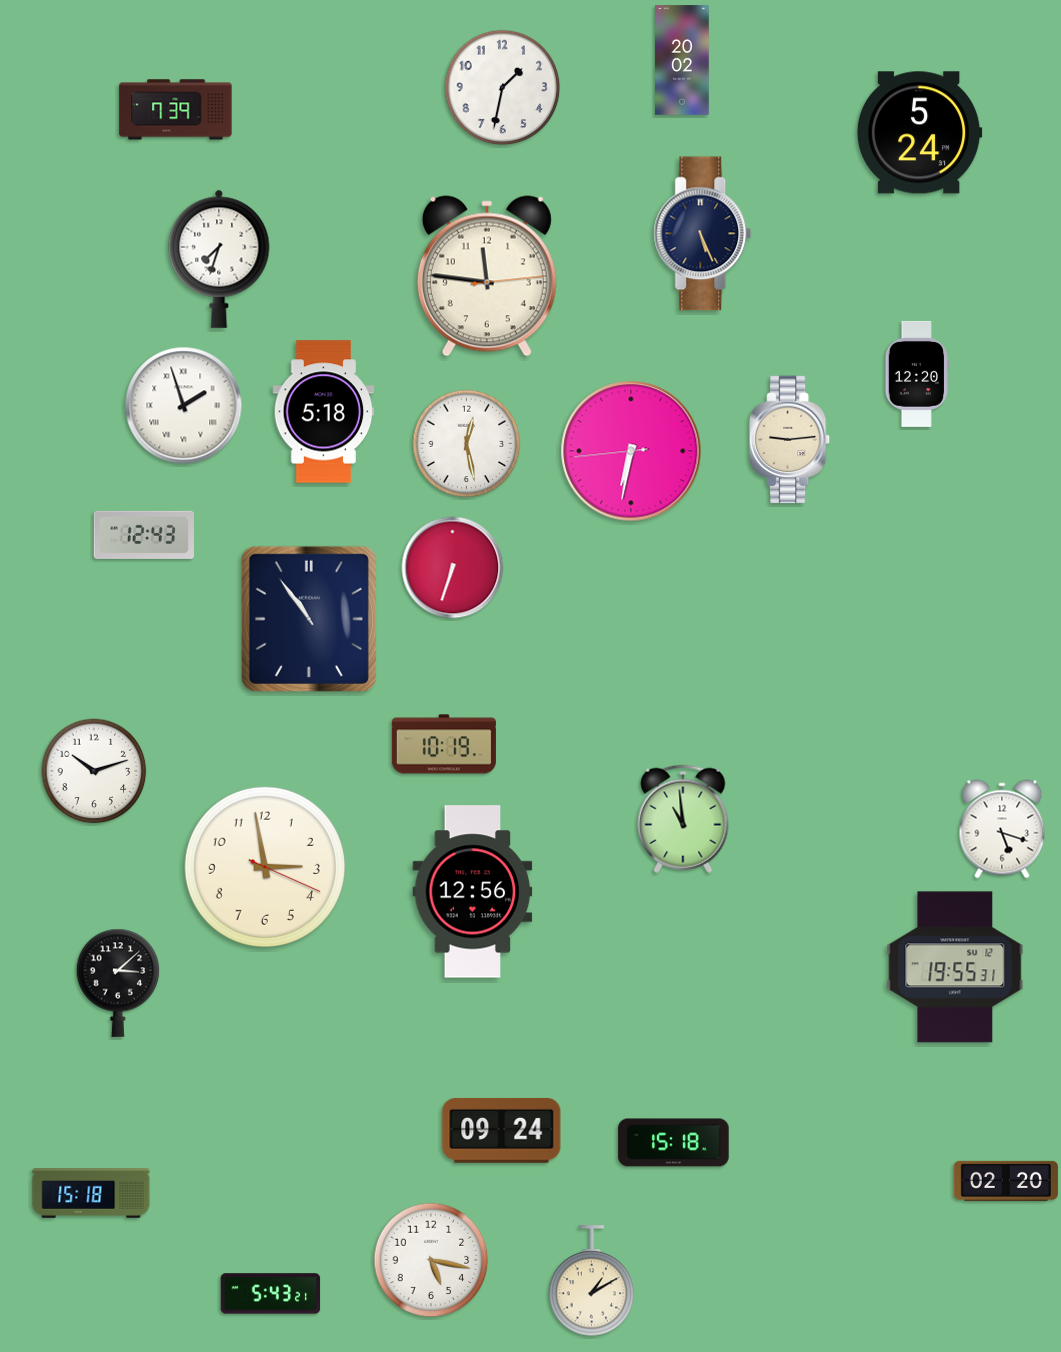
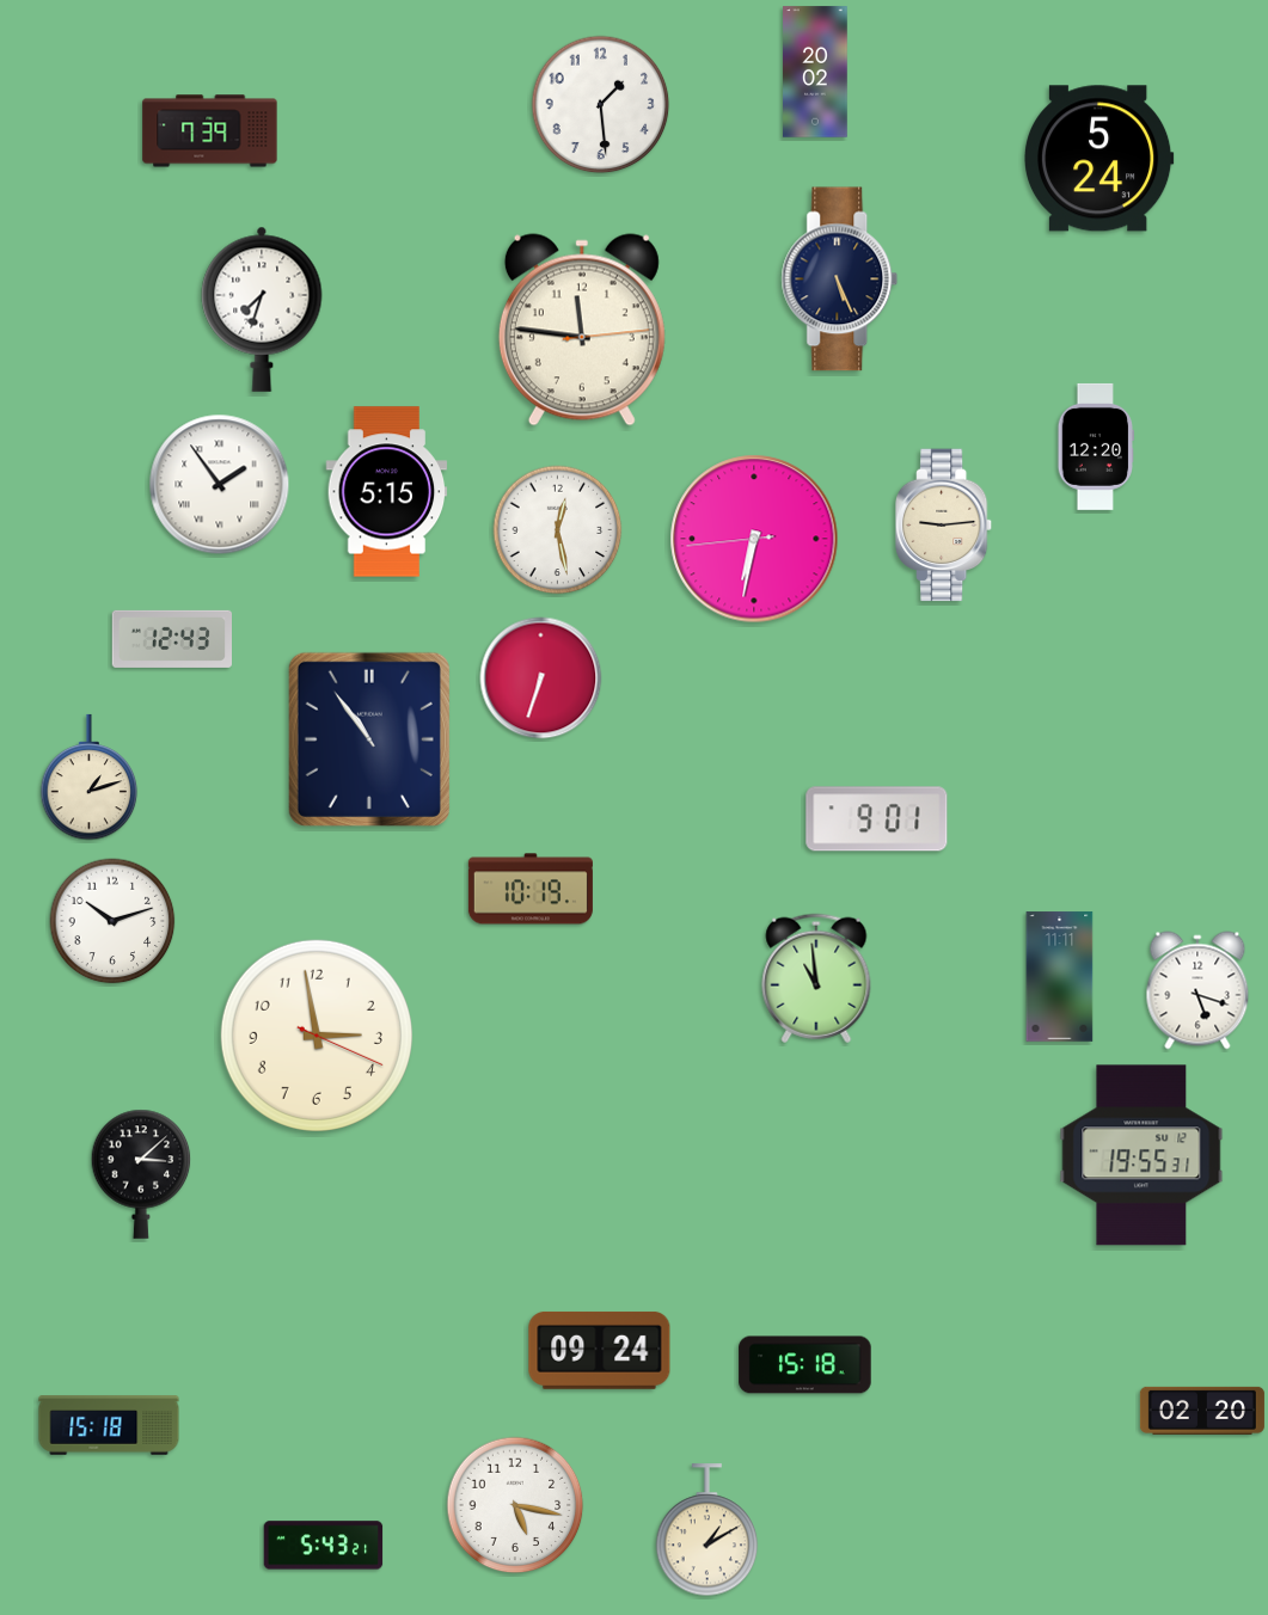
clock at (503, 88): 1:32 -> 1:29
clock at (184, 406): 1:57 -> 1:54
clock at (324, 412): 5:18 -> 5:15
clock at (90, 778): none -> 1:12
clock at (877, 819): none -> 9:01
clock at (1060, 977): none -> 11:11
clock at (473, 892): 12:56 -> none
